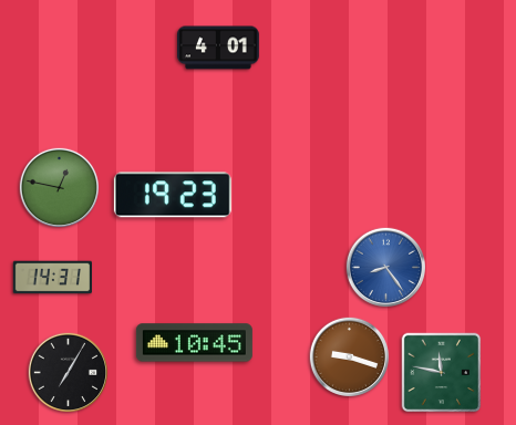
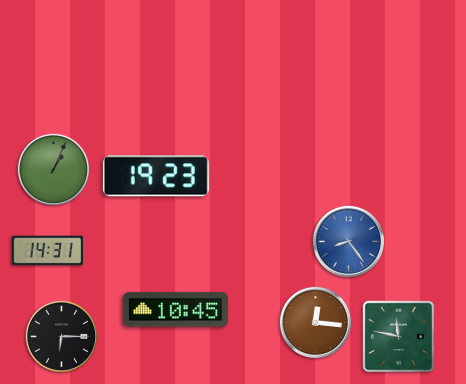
clock at (219, 48): 4:01 -> none
clock at (59, 187): 12:47 -> 1:04
clock at (349, 356): 9:18 -> 12:16
clock at (68, 372): 7:05 -> 6:15
